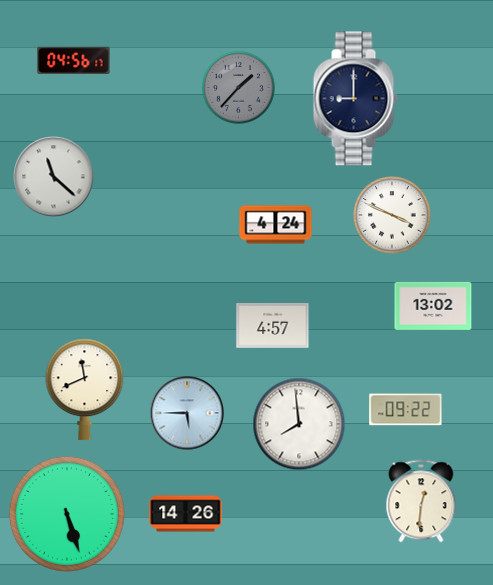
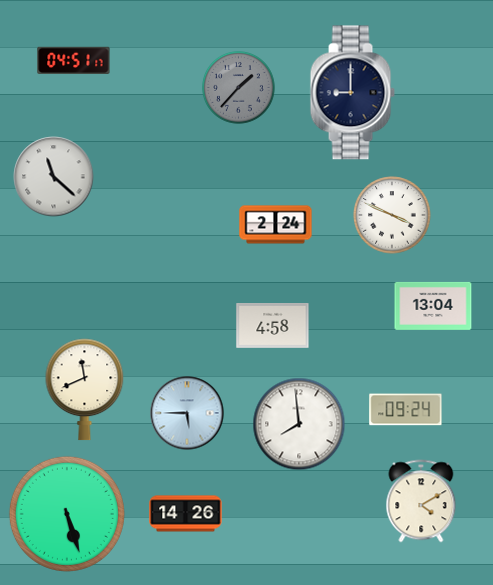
clock at (74, 60): 04:56 -> 04:51
clock at (355, 99) position: (355, 99) -> (352, 93)
clock at (276, 225): 4:24 -> 2:24
clock at (433, 306): 13:02 -> 13:04
clock at (273, 326): 4:57 -> 4:58
clock at (406, 410): 09:22 -> 09:24
clock at (421, 501): 12:31 -> 4:10
